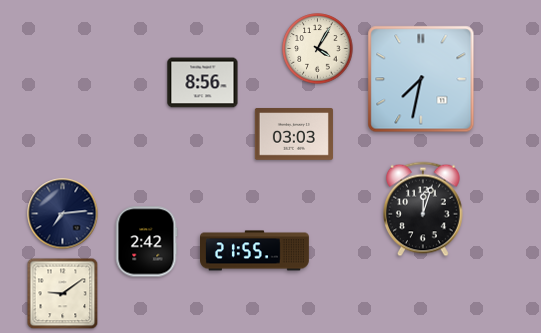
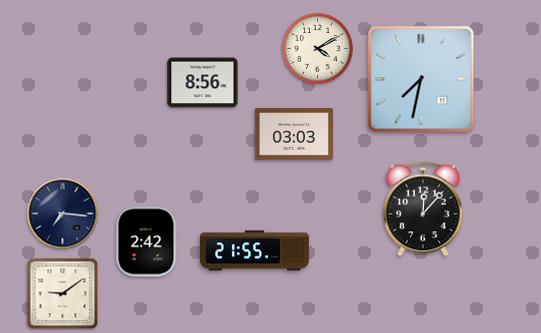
clock at (318, 49): 4:05 -> 4:10
clock at (424, 209): 12:03 -> 12:07
clock at (63, 214): 7:14 -> 7:16
